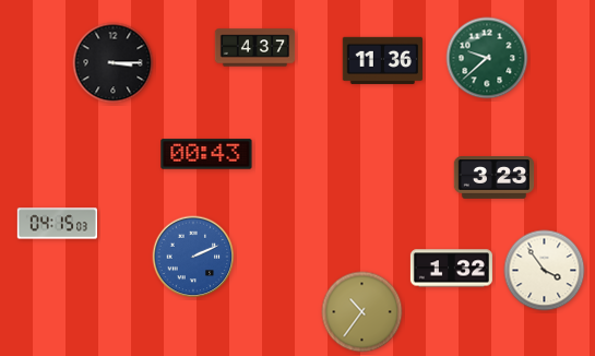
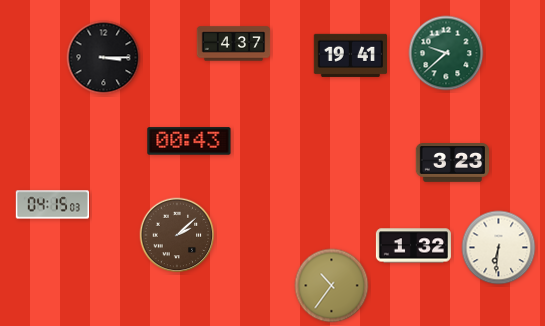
clock at (382, 60): 11:36 -> 19:41
clock at (193, 257): 2:11 -> 2:08
clock at (193, 257) dial: blue -> brown
clock at (545, 271): 3:54 -> 6:31
